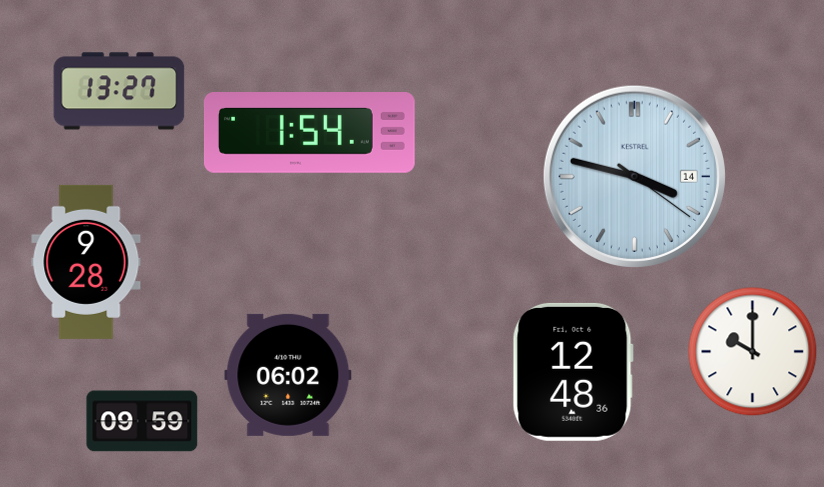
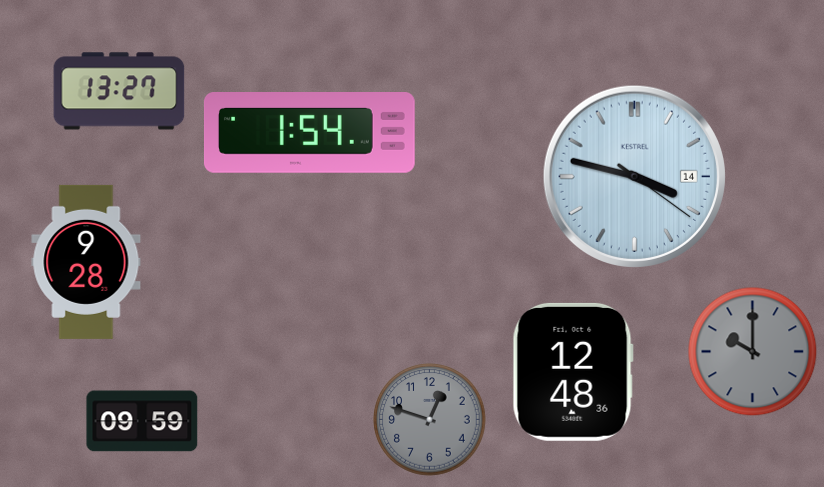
clock at (753, 352) dial: white -> grey
clock at (288, 375): 06:02 -> none
clock at (430, 420): none -> 12:48
